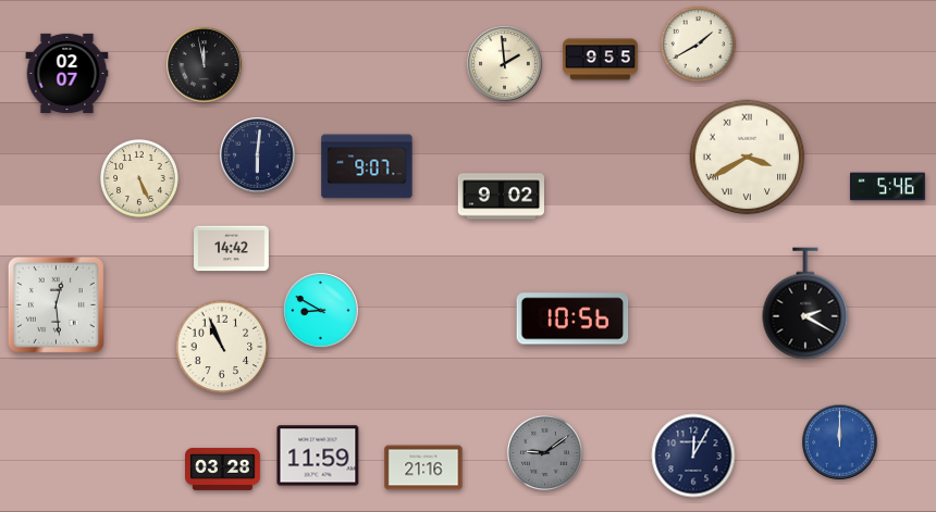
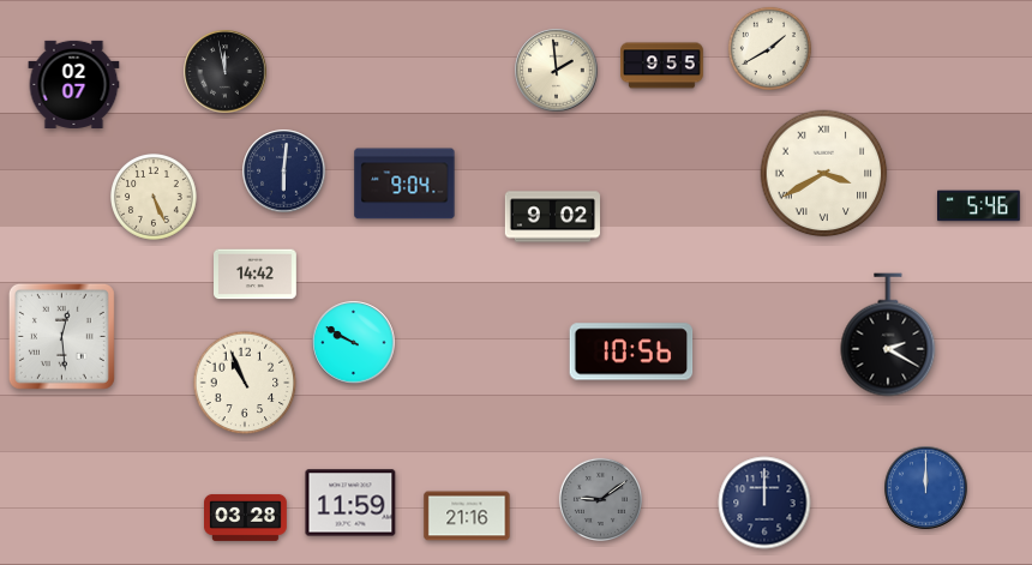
clock at (67, 73) position: (67, 73) -> (74, 84)
clock at (367, 166): 9:07 -> 9:04
clock at (321, 311): 8:50 -> 9:50
clock at (693, 455): 12:05 -> 12:00
